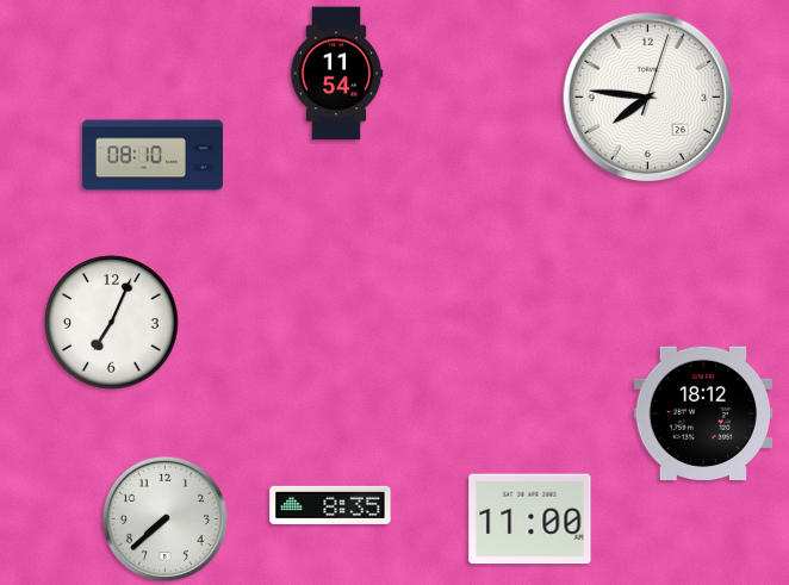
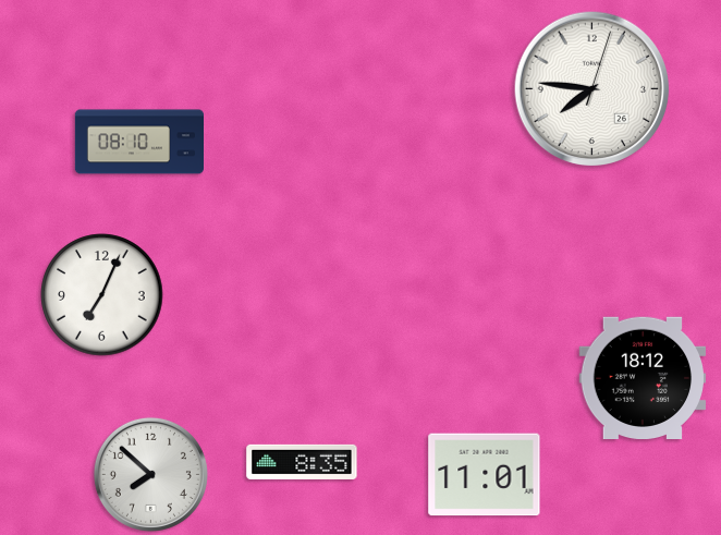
clock at (336, 74): 11:54 -> none
clock at (164, 518): 7:38 -> 7:52
clock at (530, 519): 11:00 -> 11:01
